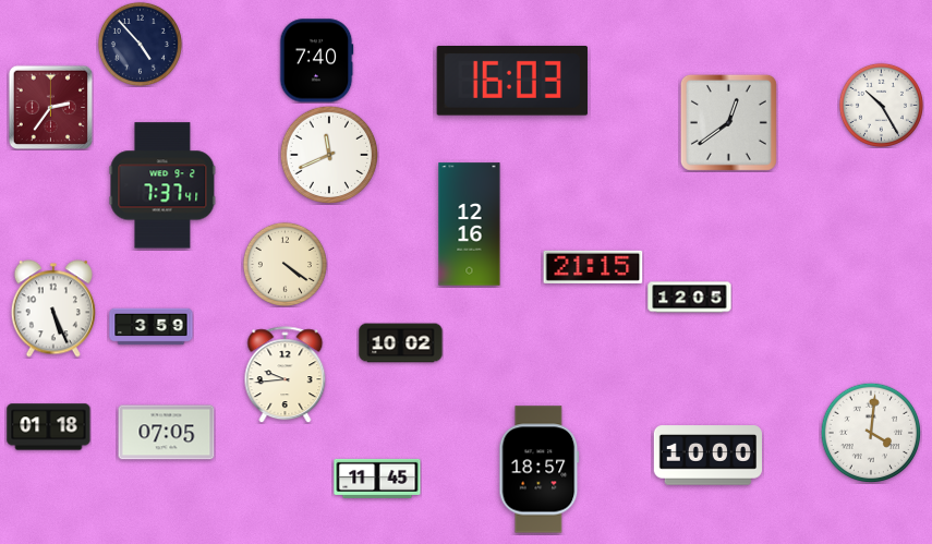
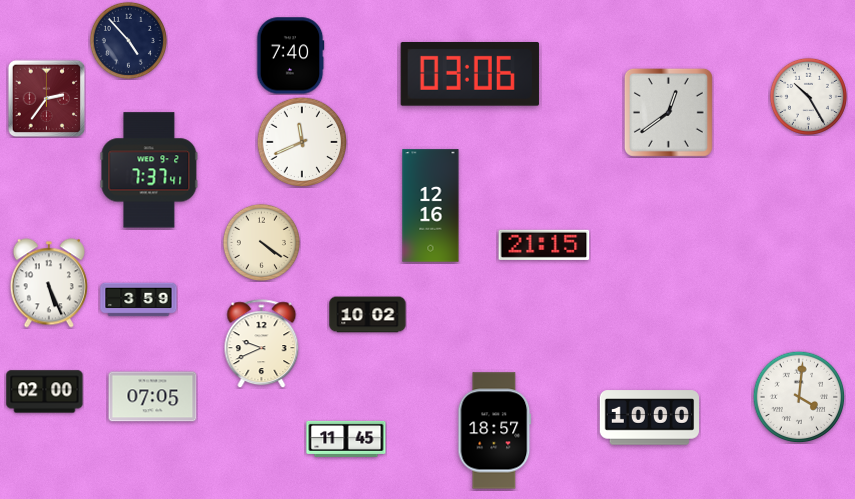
clock at (512, 82): 16:03 -> 03:06
clock at (690, 298): 12:05 -> none
clock at (286, 375): 9:44 -> 9:41
clock at (49, 427): 01:18 -> 02:00
